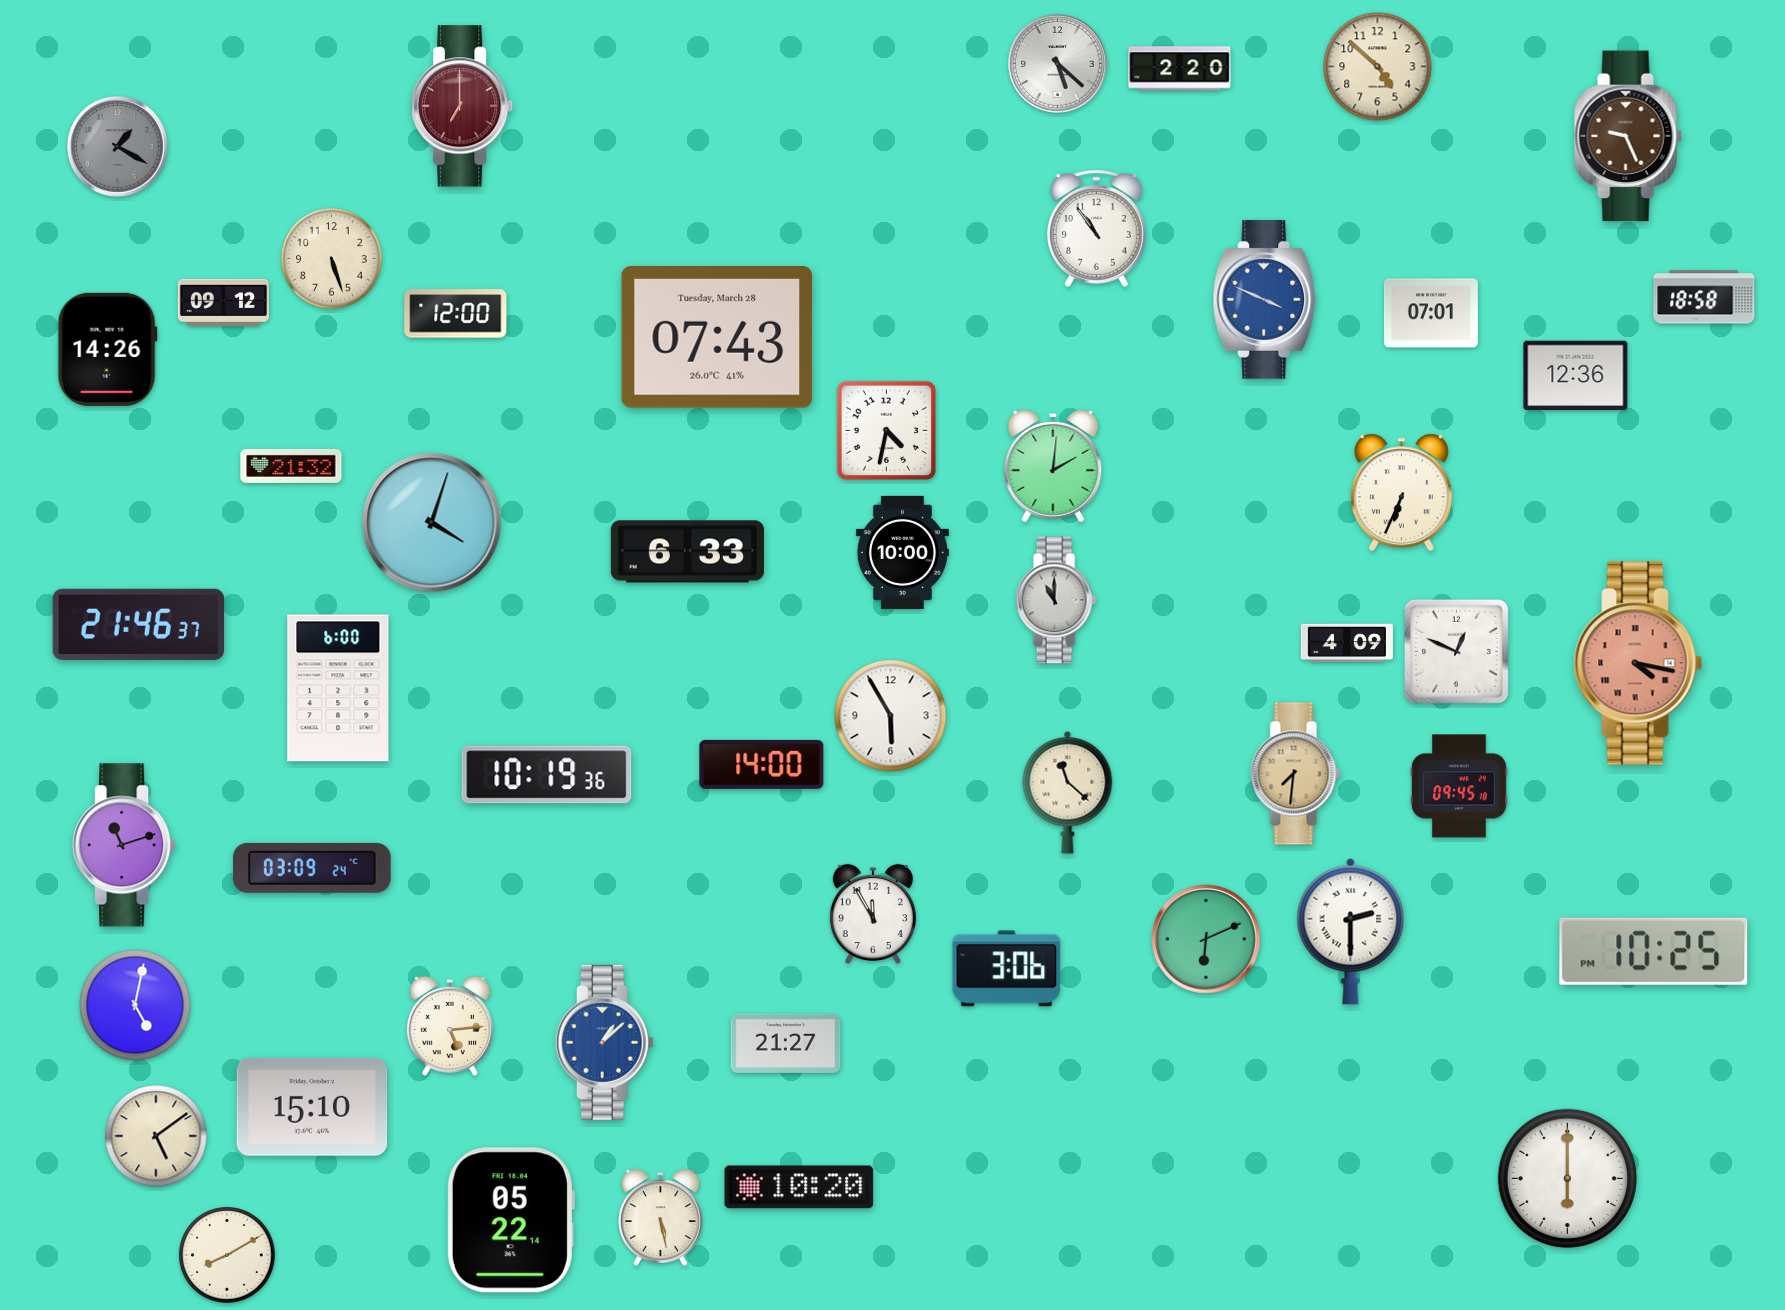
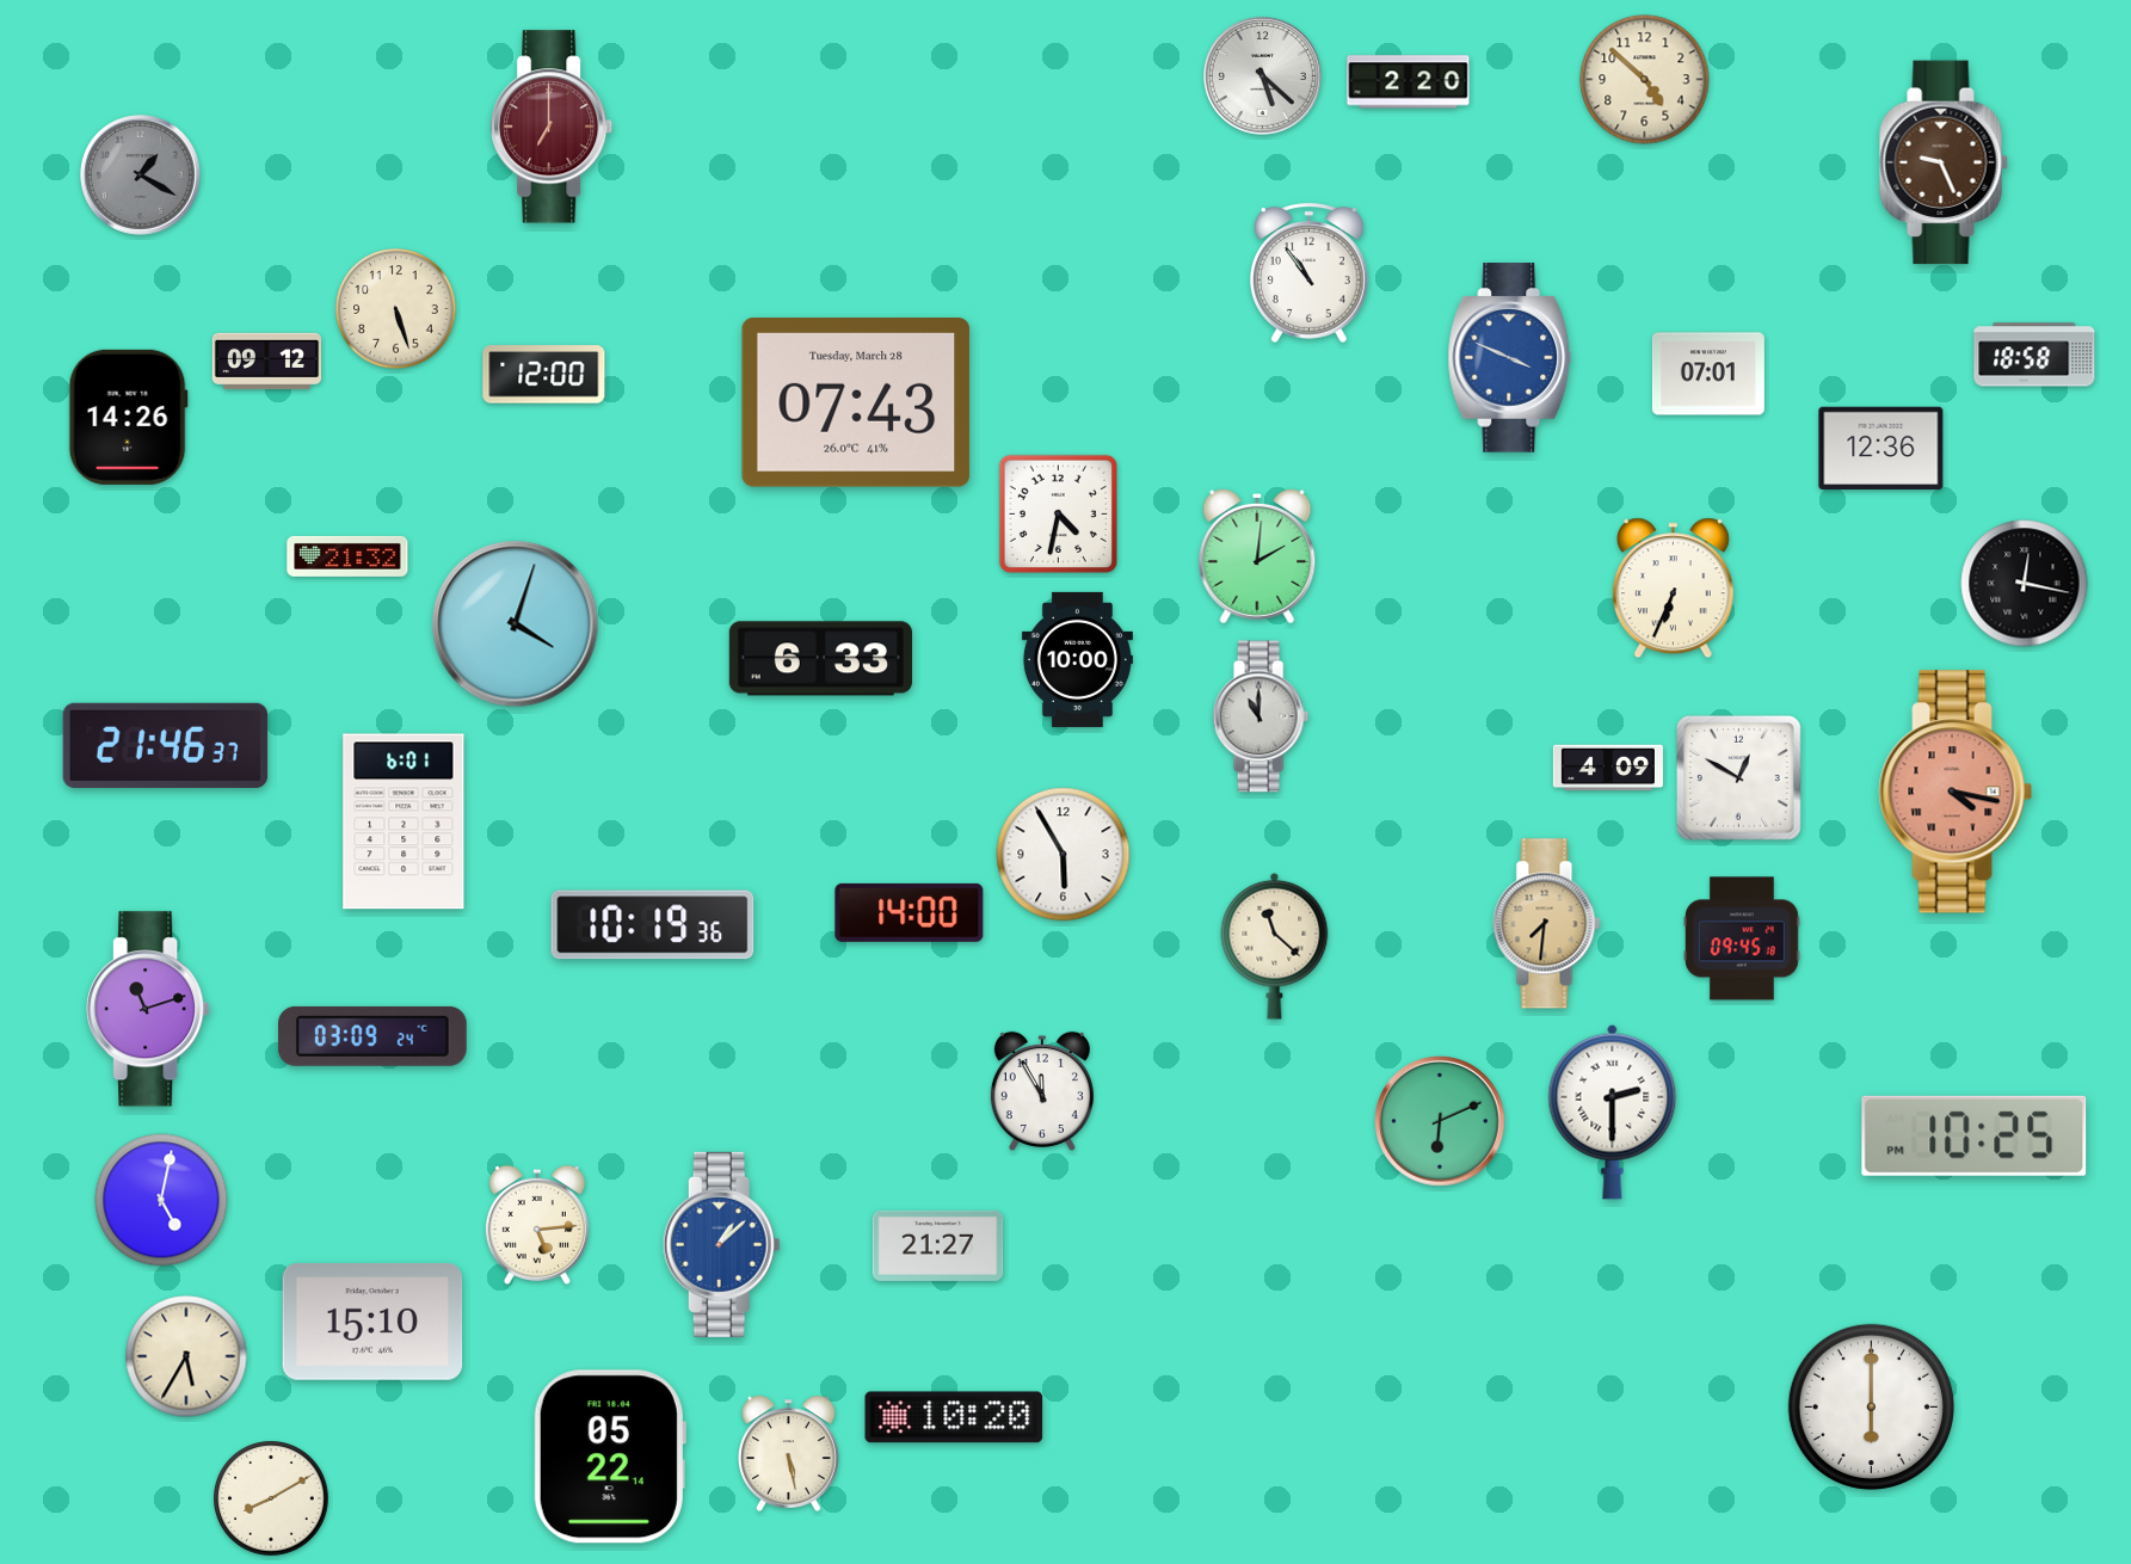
clock at (2025, 584): none -> 12:17
clock at (1456, 651): 12:49 -> 12:50
clock at (338, 688): 6:00 -> 6:01
clock at (1007, 969): 3:06 -> none
clock at (156, 1136): 5:09 -> 5:35
